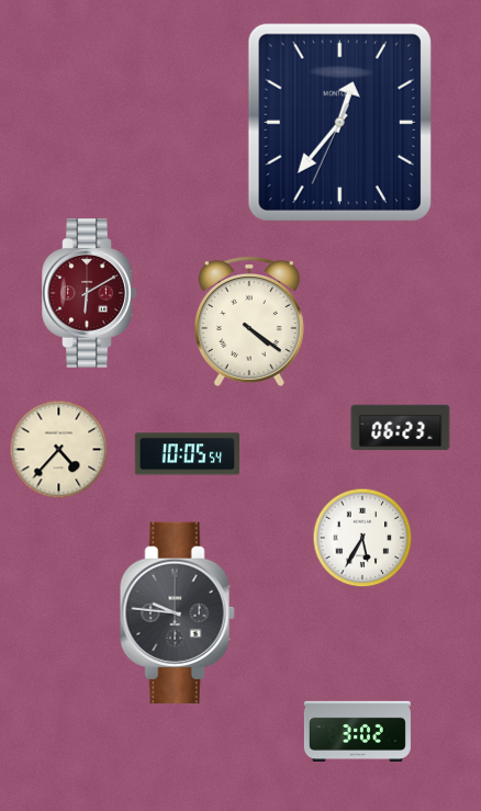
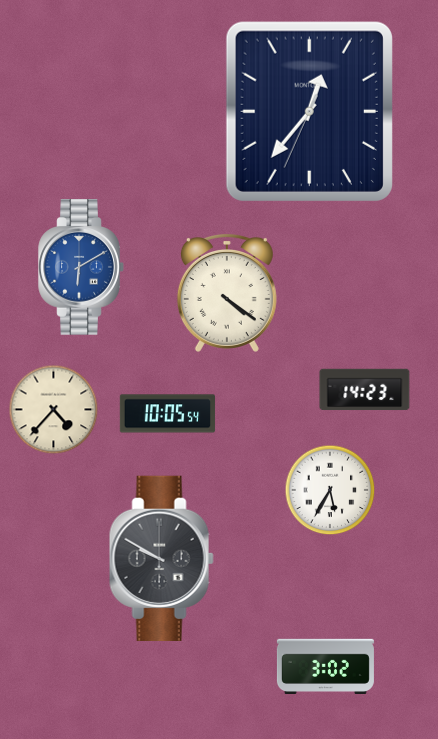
clock at (89, 293) dial: burgundy -> blue
clock at (401, 428): 06:23 -> 14:23
clock at (188, 454) position: (188, 454) -> (168, 414)
clock at (177, 612): 9:46 -> 9:50
